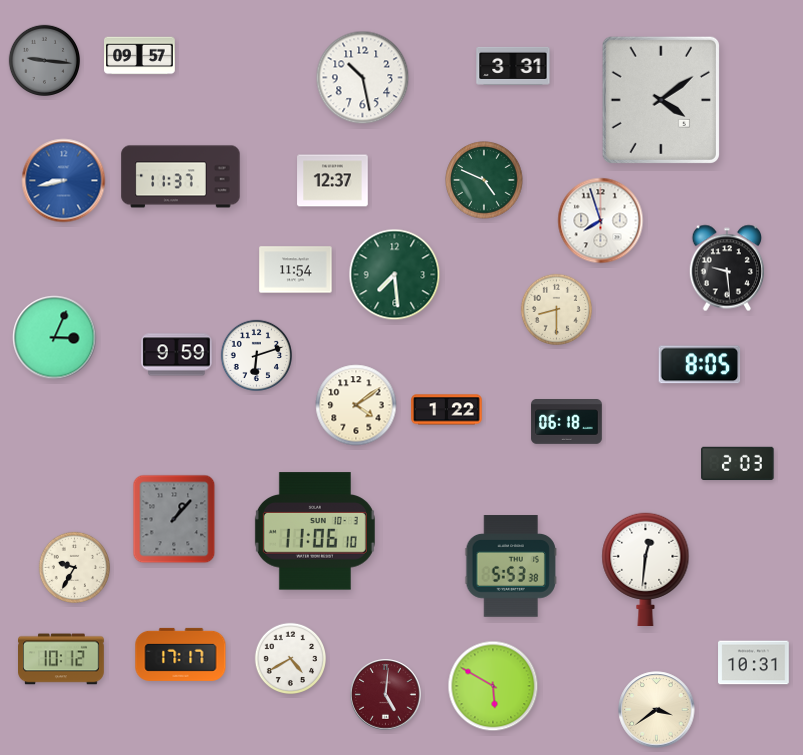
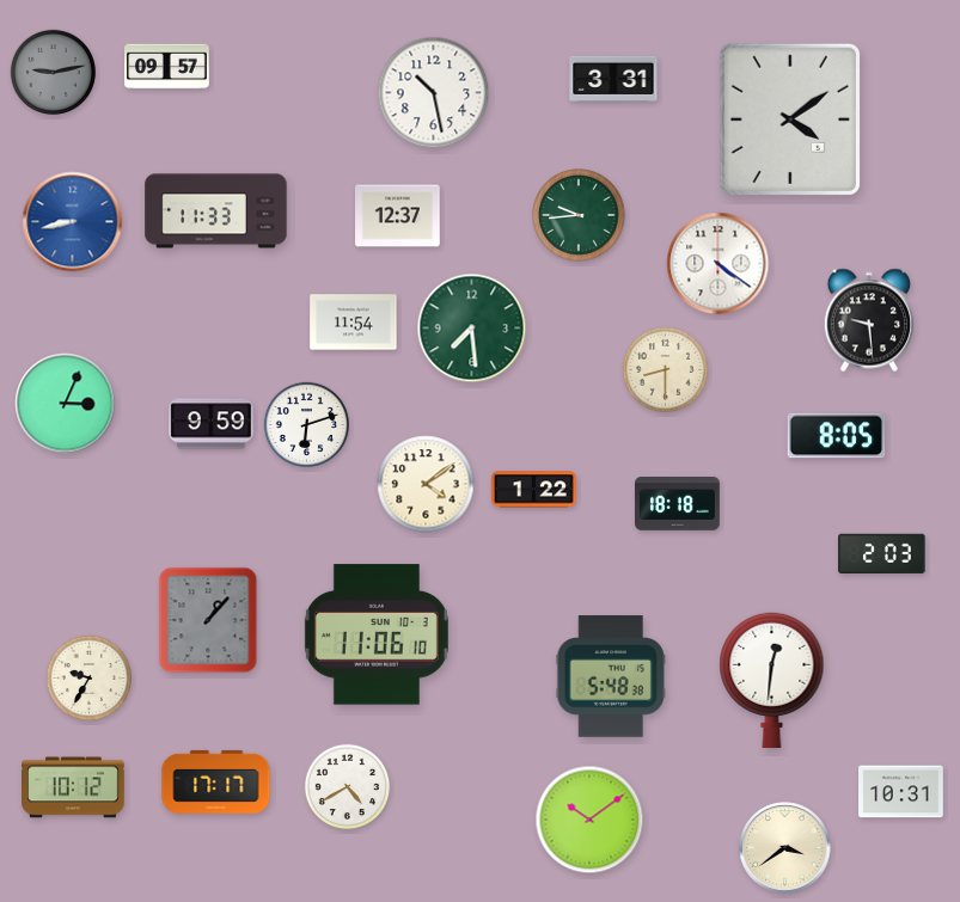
clock at (44, 60): 9:16 -> 9:13
clock at (181, 177): 11:37 -> 11:33
clock at (484, 180): 4:49 -> 9:44
clock at (64, 181) position: (64, 181) -> (73, 222)
clock at (601, 221): 7:57 -> 4:21
clock at (567, 422): 06:18 -> 18:18
clock at (511, 566): 5:53 -> 5:48
clock at (493, 686): 5:50 -> 10:09
clock at (386, 695): 5:01 -> none
